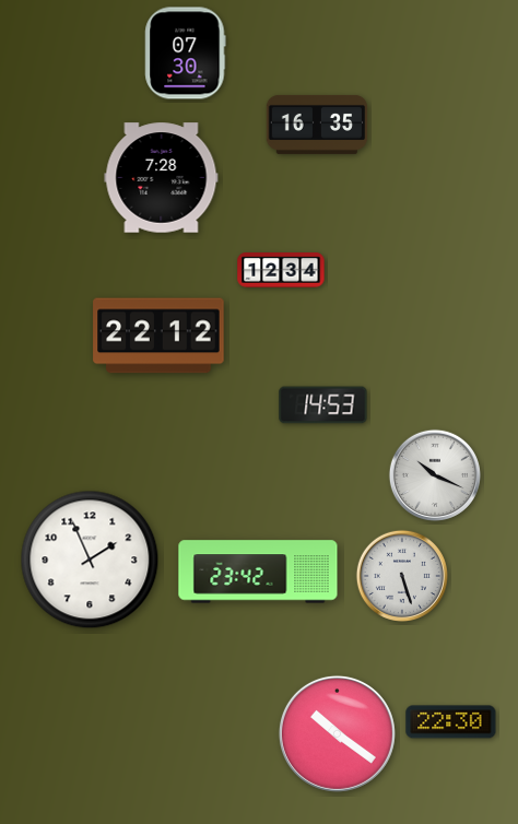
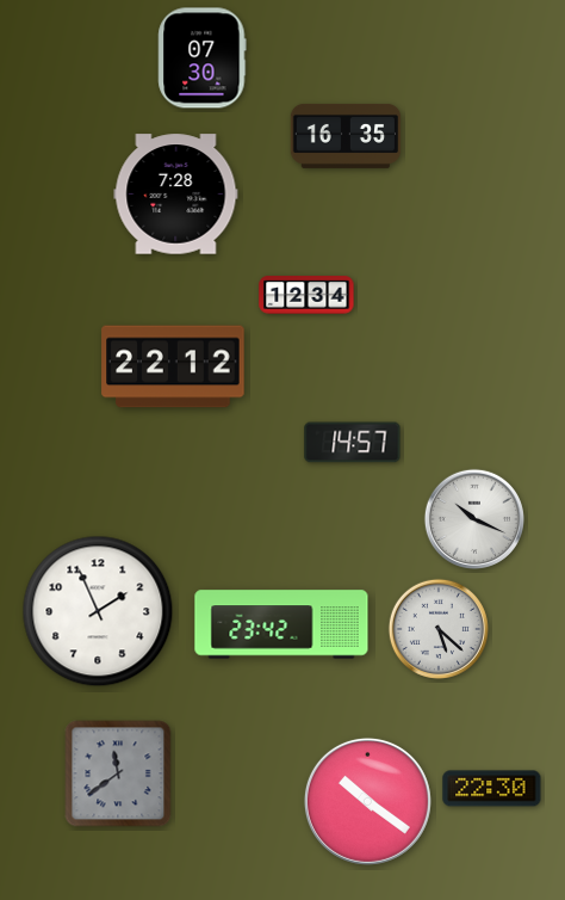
clock at (323, 405): 14:53 -> 14:57
clock at (402, 576): 5:27 -> 5:22
clock at (118, 773): none -> 11:39
